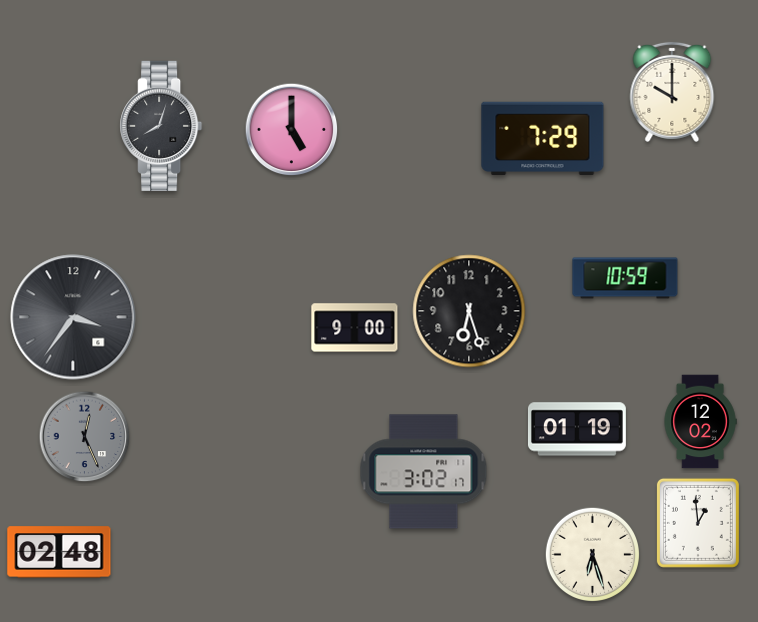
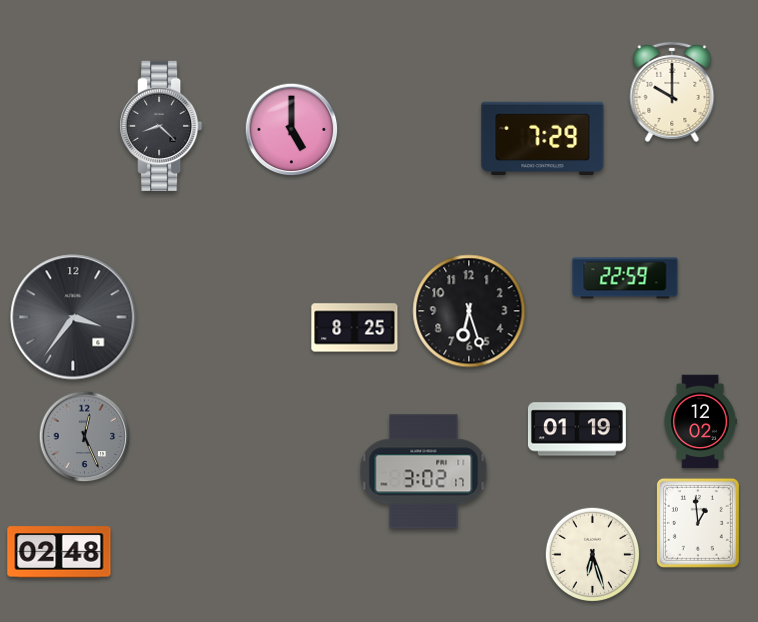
clock at (161, 126): 8:03 -> 8:22
clock at (625, 278): 10:59 -> 22:59
clock at (355, 328): 9:00 -> 8:25
